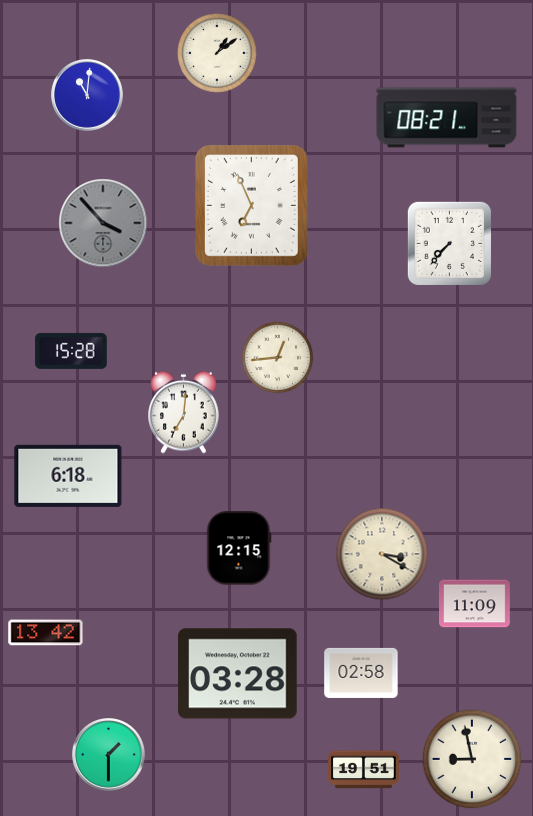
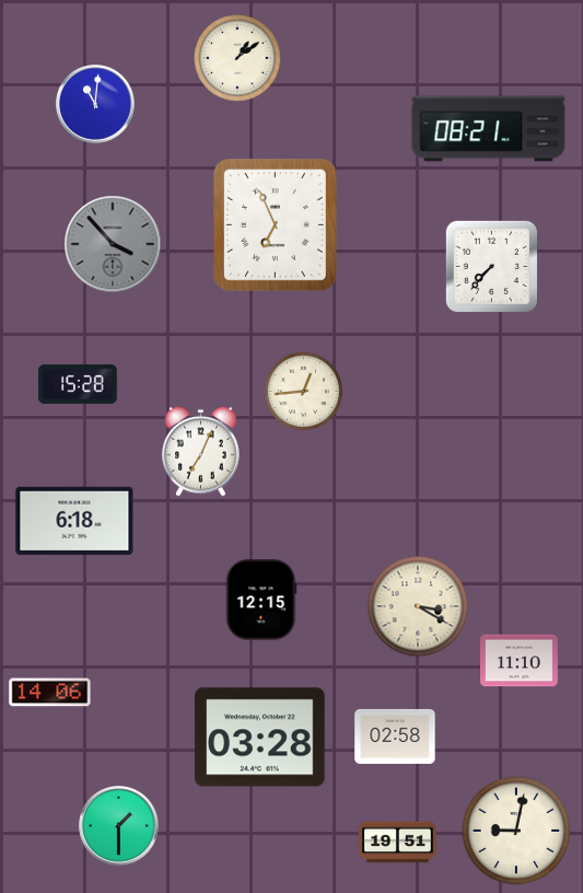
clock at (184, 412): 7:01 -> 7:04
clock at (475, 604): 11:09 -> 11:10
clock at (46, 633): 13:42 -> 14:06
clock at (472, 759): 8:58 -> 9:02
